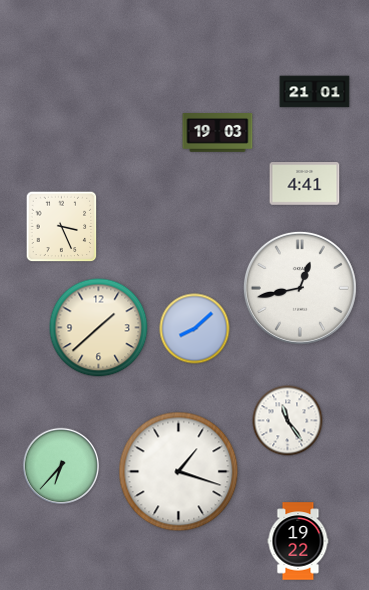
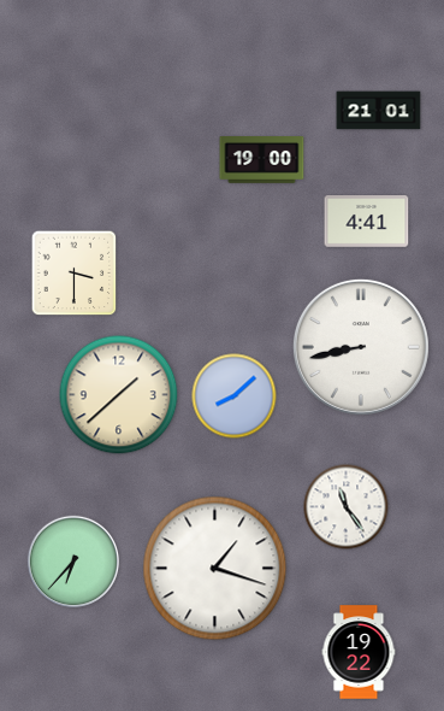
clock at (218, 133): 19:03 -> 19:00
clock at (62, 227): 3:26 -> 3:30
clock at (300, 288): 12:43 -> 8:43
